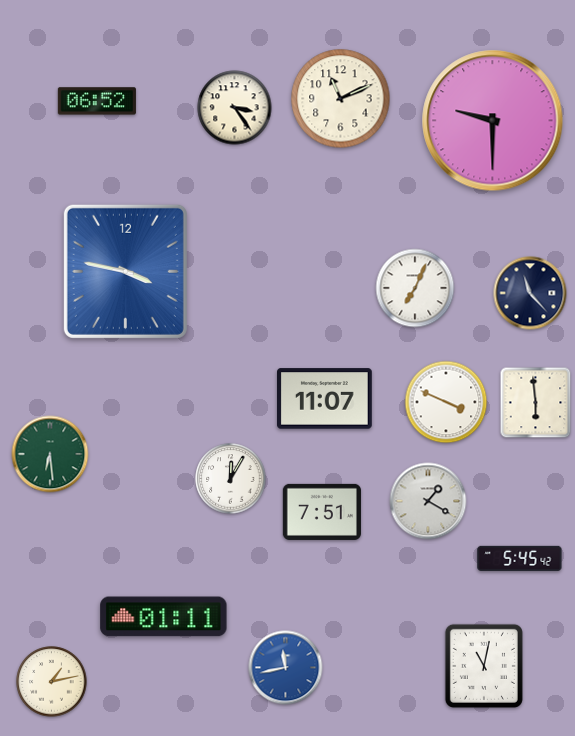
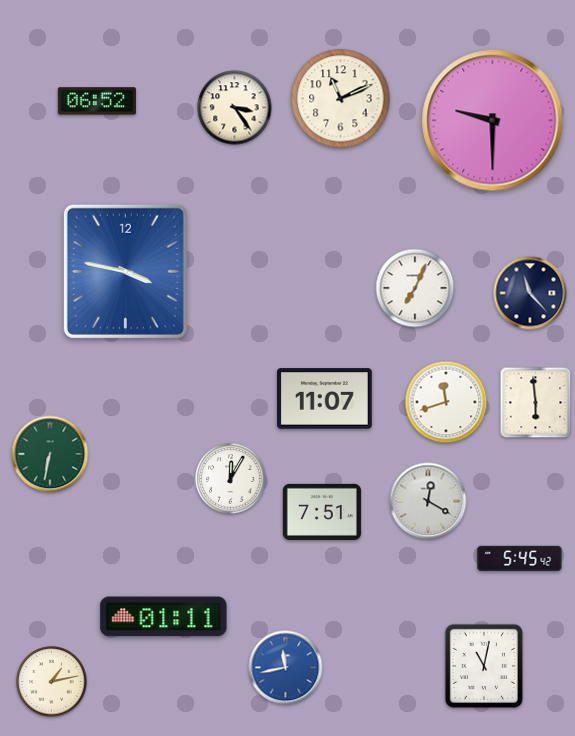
clock at (446, 402): 3:49 -> 11:42
clock at (50, 454): 6:29 -> 6:32
clock at (428, 501): 1:20 -> 12:20
